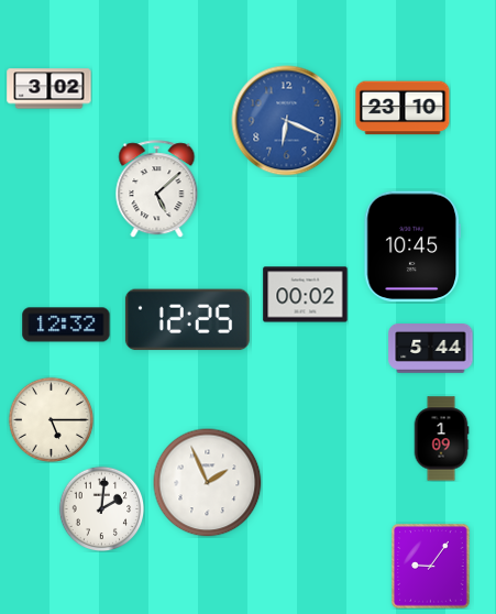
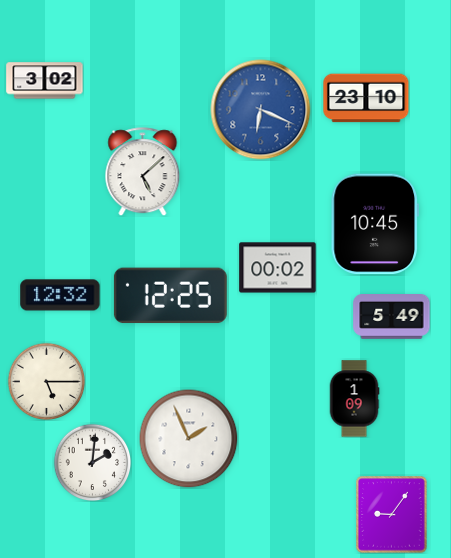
clock at (187, 320) position: (187, 320) -> (170, 296)
clock at (431, 349): 5:44 -> 5:49
clock at (441, 439) position: (441, 439) -> (354, 399)
